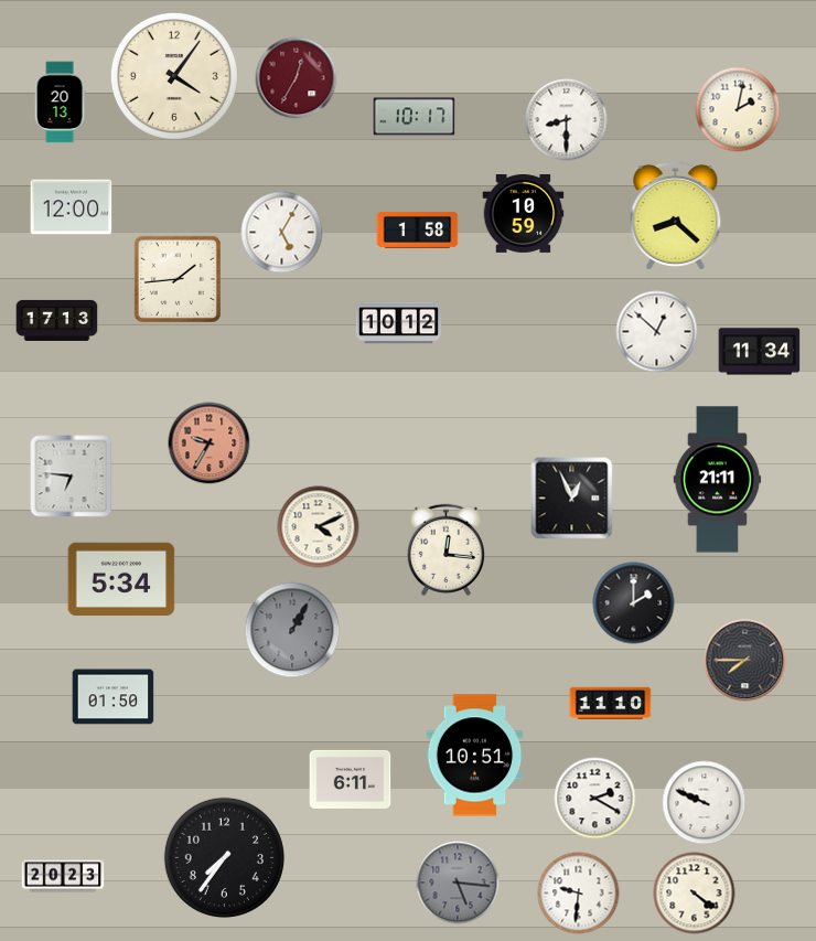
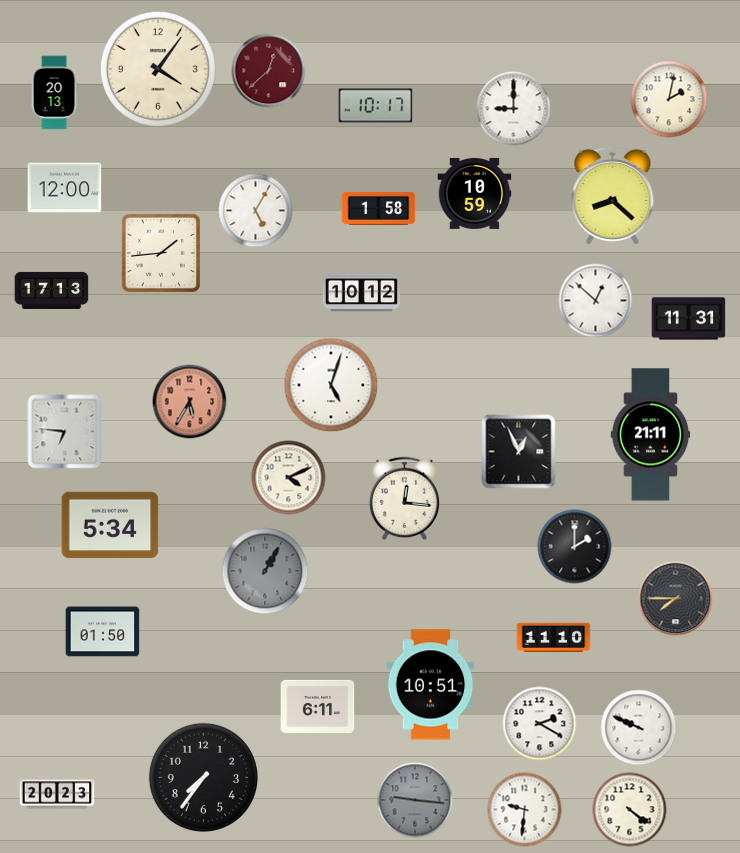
clock at (297, 78): 12:35 -> 12:38
clock at (567, 120): 8:30 -> 9:00
clock at (760, 352): 11:34 -> 11:31
clock at (331, 385): none -> 5:03
clock at (210, 443): 9:35 -> 5:35
clock at (458, 883): 5:16 -> 9:16
